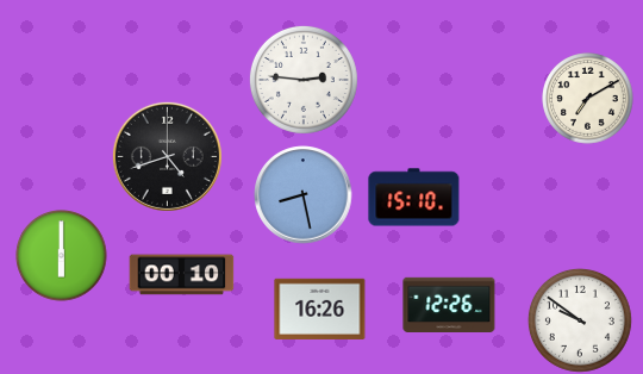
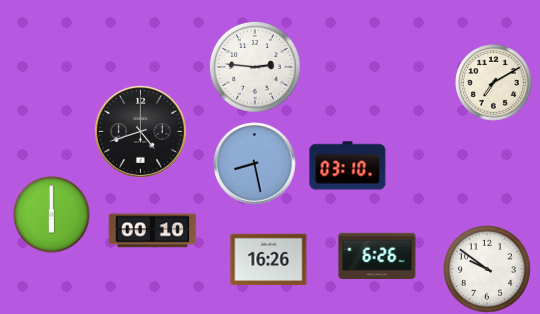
clock at (414, 198): 15:10 -> 03:10
clock at (449, 304): 12:26 -> 6:26
